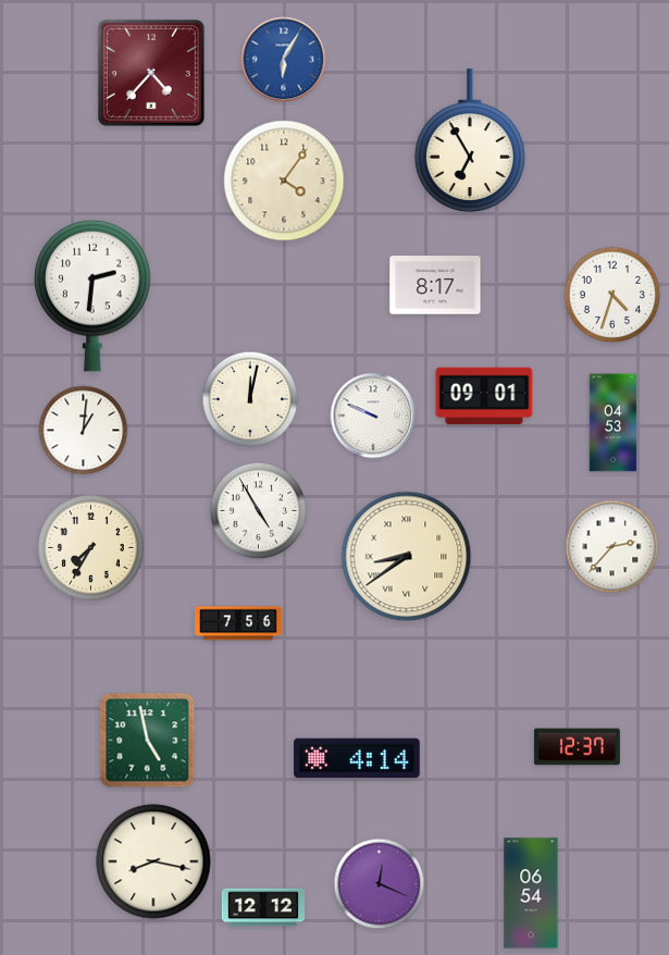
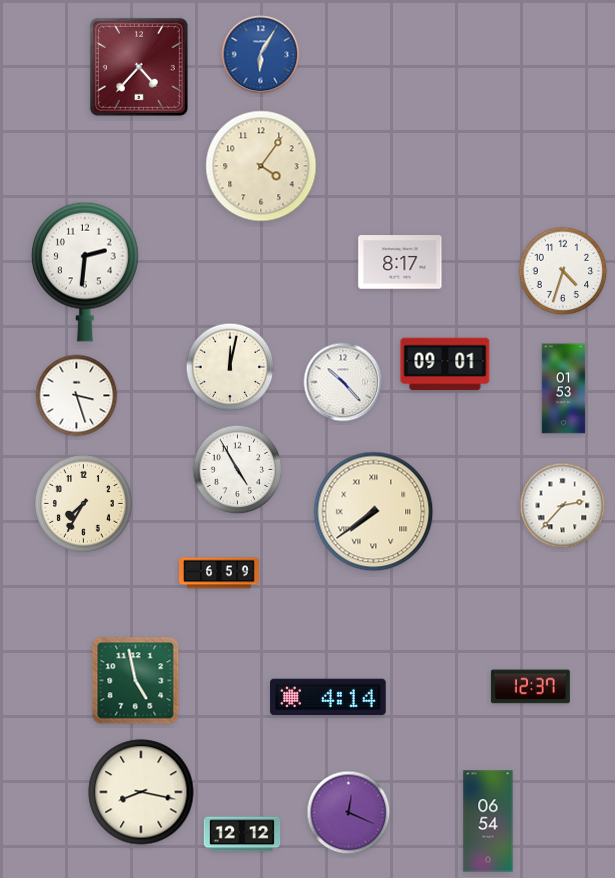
clock at (470, 140): 6:55 -> none
clock at (373, 416): 9:49 -> 10:23
clock at (614, 423): 04:53 -> 01:53
clock at (84, 431): 1:01 -> 3:27
clock at (612, 547) position: (612, 547) -> (563, 506)
clock at (407, 557): 8:39 -> 7:39
clock at (238, 623): 7:56 -> 6:59
